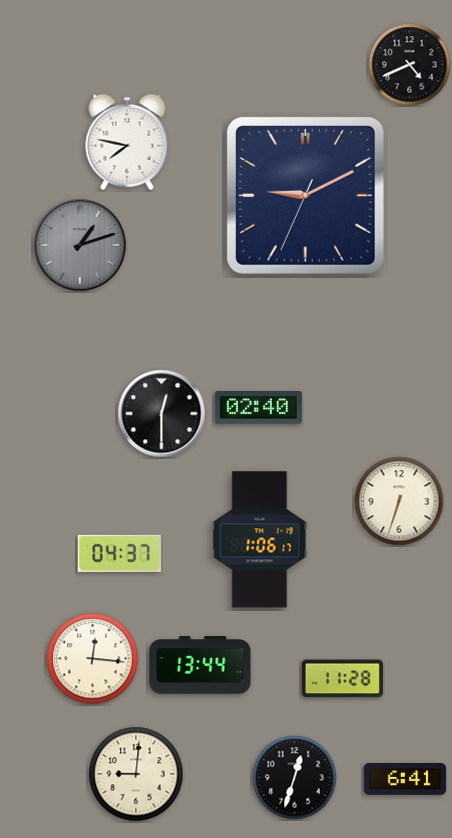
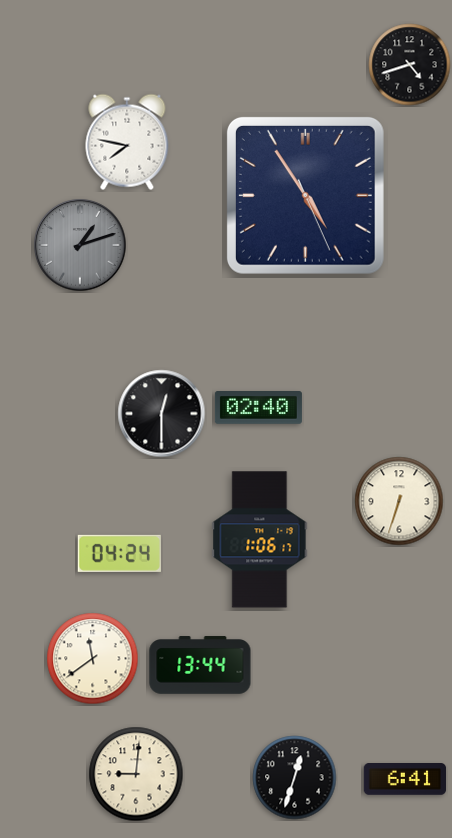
clock at (410, 65): 4:41 -> 4:42
clock at (305, 195): 9:10 -> 4:54
clock at (119, 553): 04:37 -> 04:24
clock at (93, 659): 12:16 -> 11:39
clock at (343, 679): 11:28 -> none
